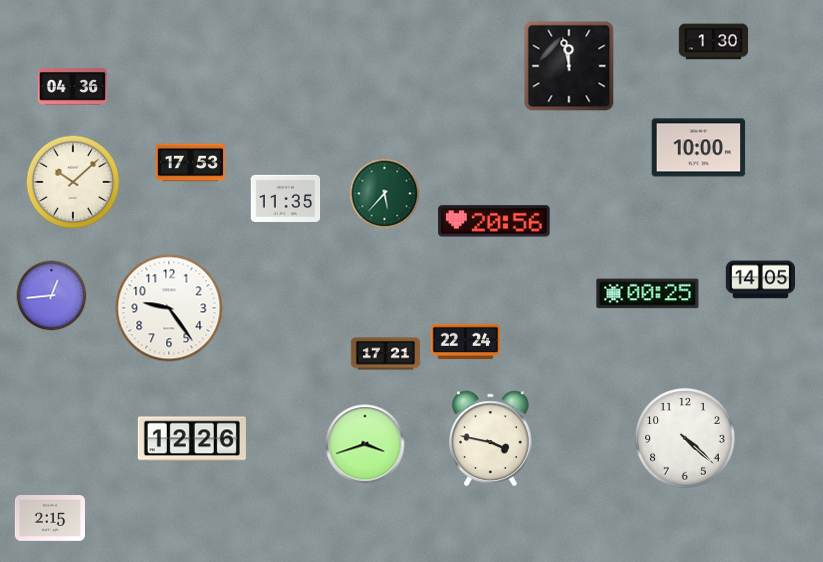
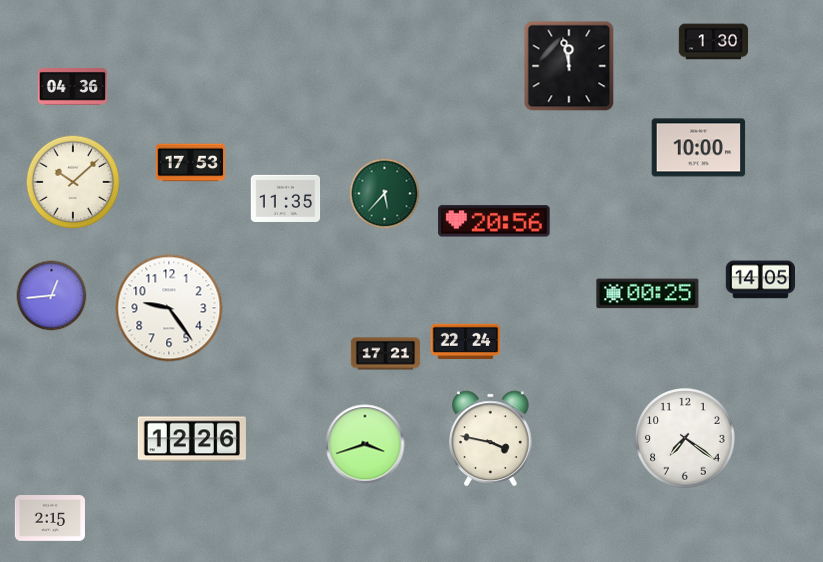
clock at (685, 438): 4:22 -> 7:21
